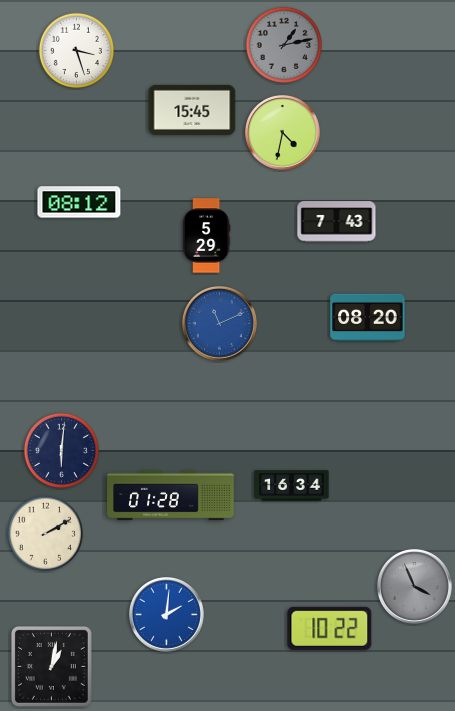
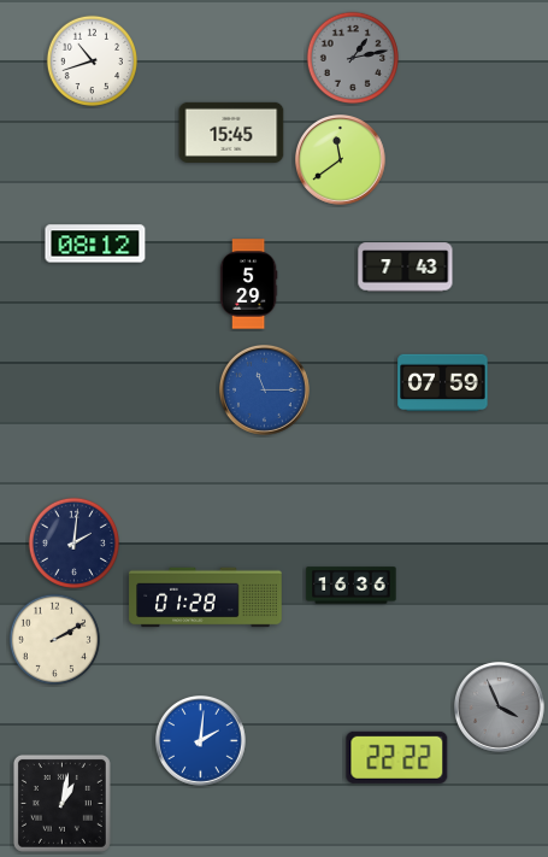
clock at (283, 44) position: (283, 44) -> (352, 57)
clock at (76, 50): 3:27 -> 10:42
clock at (283, 133): 4:32 -> 11:39
clock at (368, 318): 08:20 -> 07:59
clock at (220, 324): 11:11 -> 11:15
clock at (61, 450): 6:01 -> 2:01
clock at (292, 486): 16:34 -> 16:36
clock at (45, 533) position: (45, 533) -> (54, 639)
clock at (330, 628): 10:22 -> 22:22
